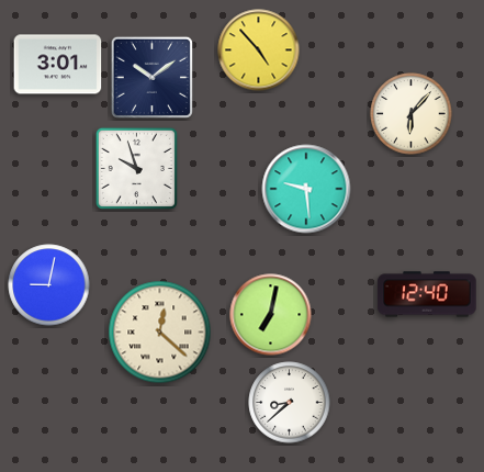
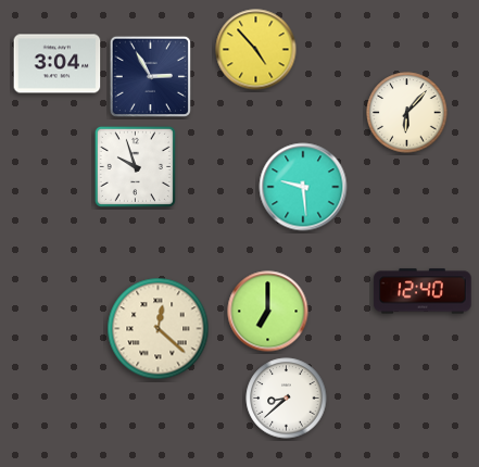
clock at (58, 65): 3:01 -> 3:04
clock at (151, 77): 10:09 -> 2:55
clock at (49, 285): 9:02 -> none
clock at (271, 315): 7:02 -> 7:00
